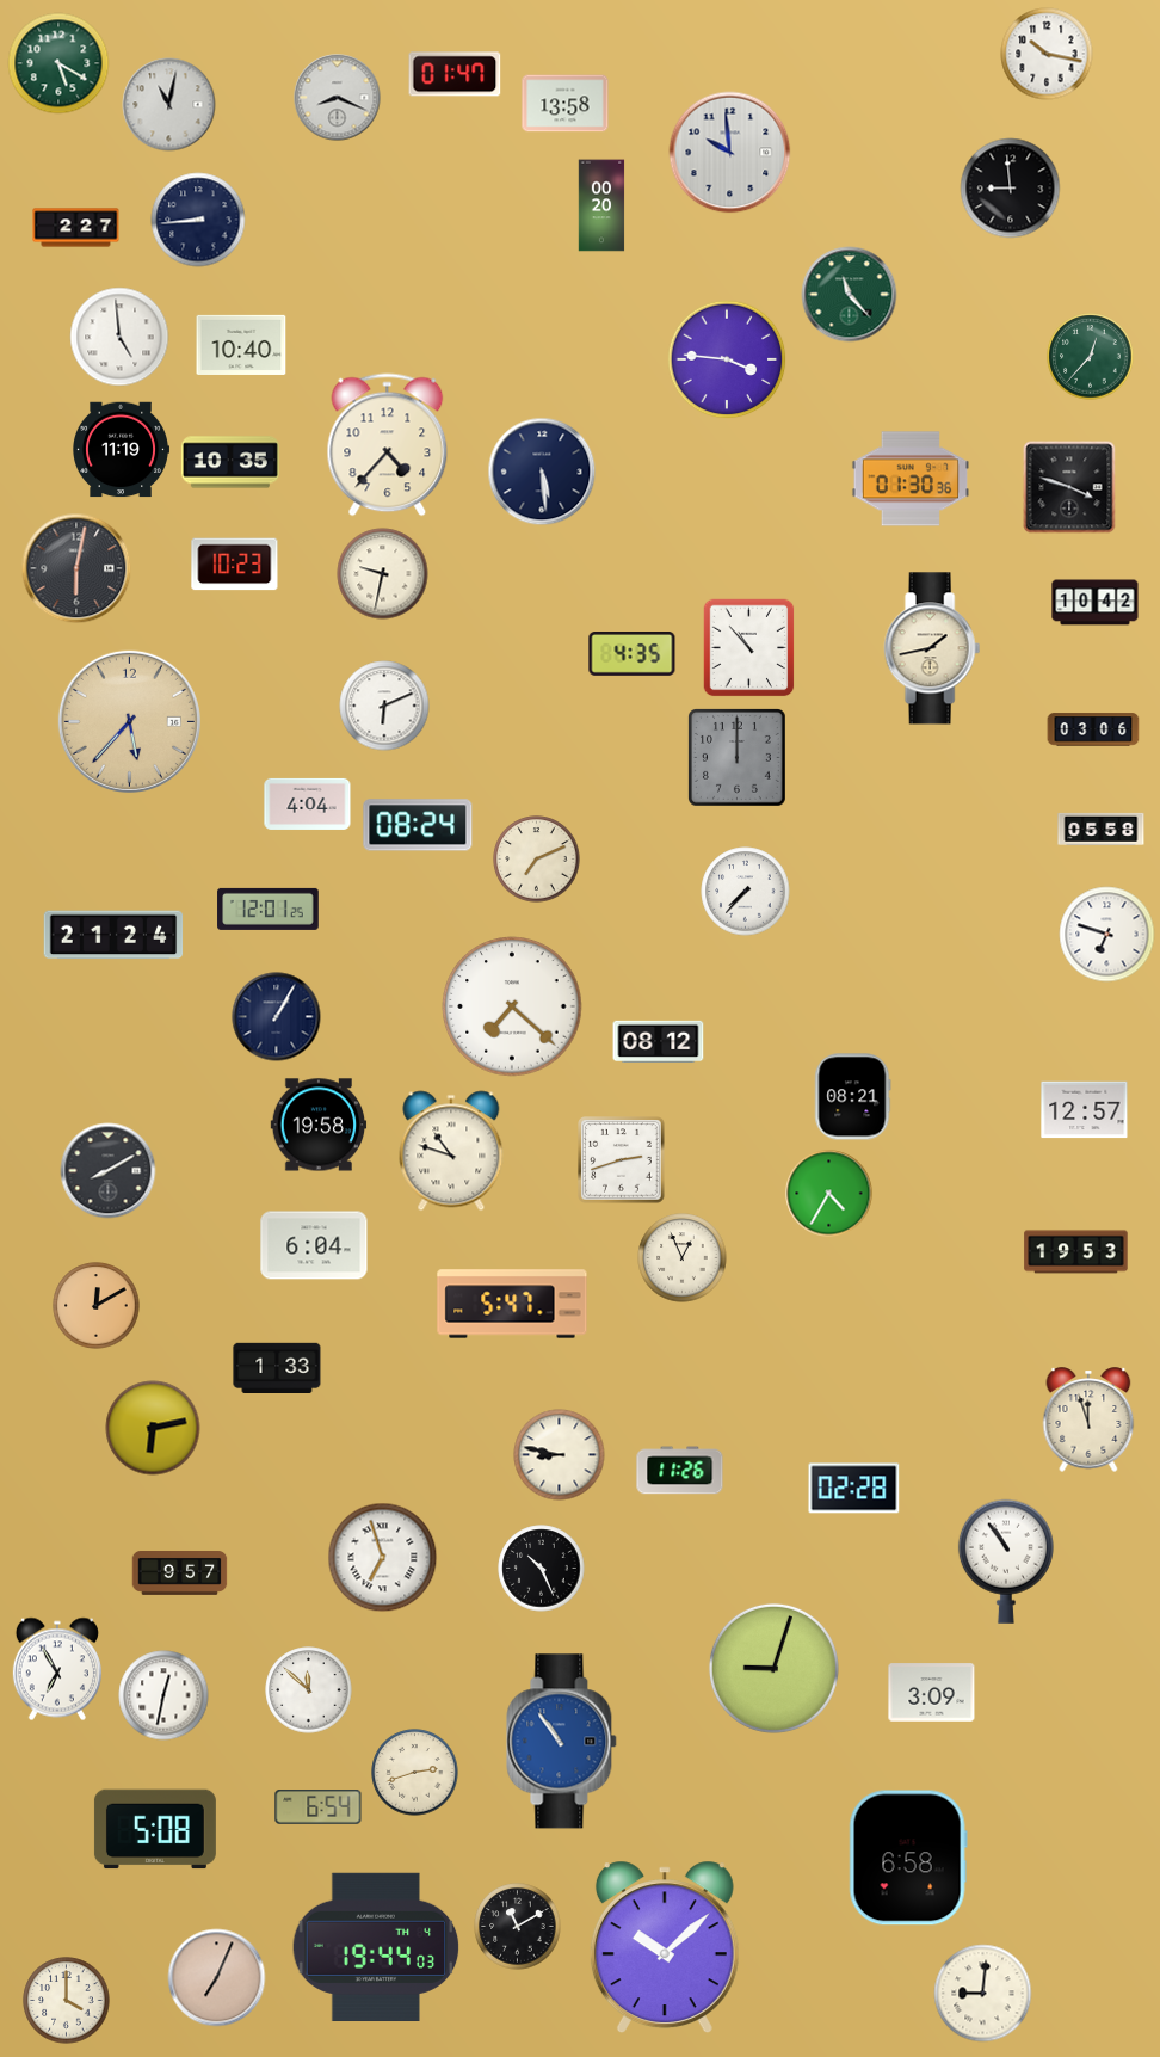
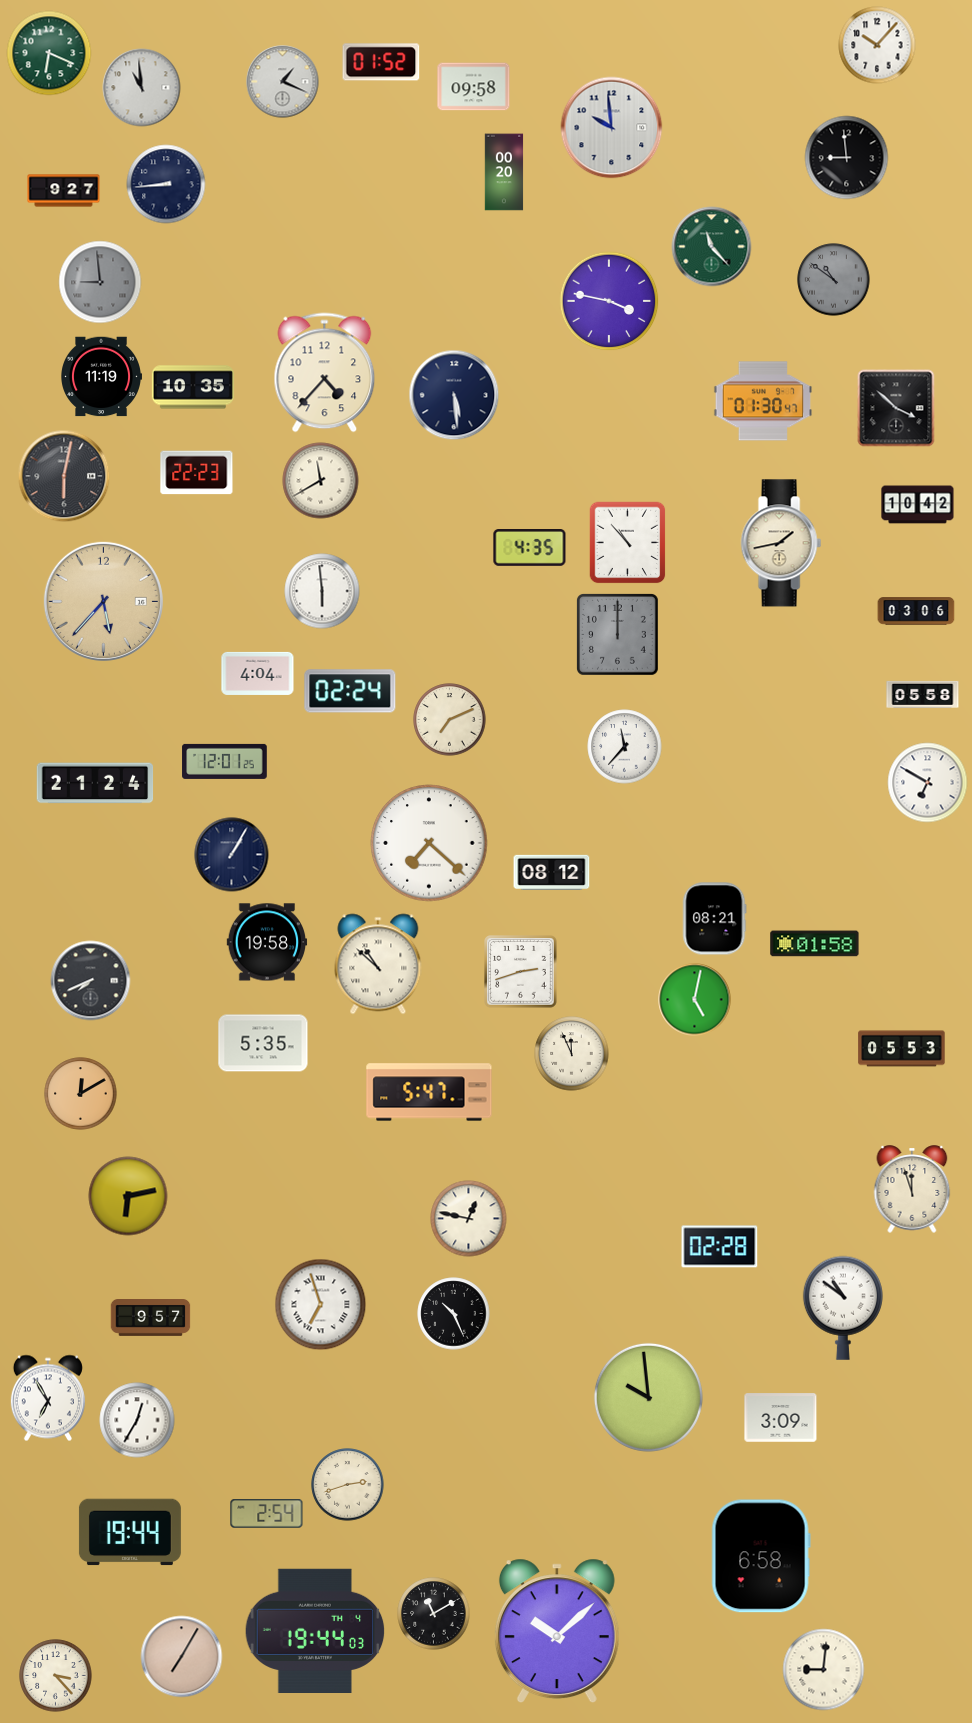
clock at (1047, 54): 10:17 -> 10:07
clock at (58, 63): 5:20 -> 6:19
clock at (455, 74): 01:47 -> 01:52
clock at (338, 98): 8:19 -> 1:19
clock at (566, 104): 13:58 -> 09:58
clock at (169, 105): 11:02 -> 10:59
clock at (76, 228): 2:27 -> 9:27
clock at (834, 280): none -> 10:51
clock at (119, 337): 4:59 -> 8:59
clock at (119, 337) dial: white -> grey
clock at (241, 345): 10:40 -> none
clock at (1091, 357): 12:37 -> none
clock at (727, 359): 3:46 -> 3:47
clock at (911, 479): 01:30:36 -> 01:30:47
clock at (1069, 487): 3:48 -> 3:52
clock at (235, 565): 10:23 -> 22:23
clock at (383, 574): 9:32 -> 11:40
clock at (384, 706): 6:11 -> 5:59
clock at (129, 721) position: (129, 721) -> (103, 601)
clock at (418, 825): 08:24 -> 02:24
clock at (746, 892): 7:37 -> 11:37
clock at (1107, 935): 6:48 -> 6:50
clock at (277, 1017) position: (277, 1017) -> (232, 855)
clock at (1085, 1110): 12:57 -> none
clock at (815, 944): none -> 01:58
clock at (451, 1151): 10:48 -> 10:52
clock at (109, 1171): 8:10 -> 7:41
clock at (829, 1194): 4:35 -> 5:02
clock at (314, 1245): 6:04 -> 5:35
clock at (1076, 1252): 19:53 -> 05:53
clock at (683, 1258): 12:56 -> 11:56
clock at (277, 1368): 1:33 -> none
clock at (560, 1455): 8:47 -> 12:47
clock at (680, 1471): 11:26 -> none
clock at (854, 1489) position: (854, 1489) -> (720, 1247)
clock at (1006, 1562): 10:54 -> 10:51
clock at (773, 1668): 9:03 -> 9:59
clock at (309, 1690): 11:52 -> none
clock at (163, 1695): 12:32 -> 12:35
clock at (562, 1742): 10:54 -> none
clock at (319, 1807): 6:54 -> 2:54
clock at (155, 1829): 5:08 -> 19:44
clock at (217, 1978): 7:04 -> 7:05
clock at (67, 2001): 4:00 -> 3:23
